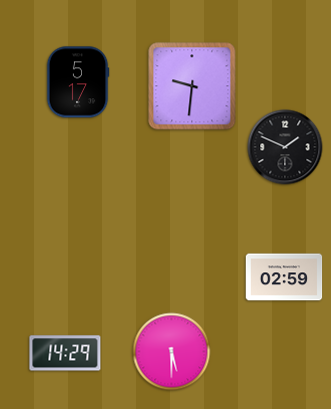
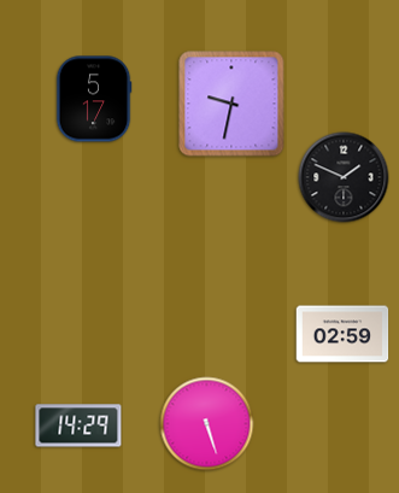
clock at (192, 86): 9:31 -> 9:32
clock at (172, 352): 5:30 -> 5:27
